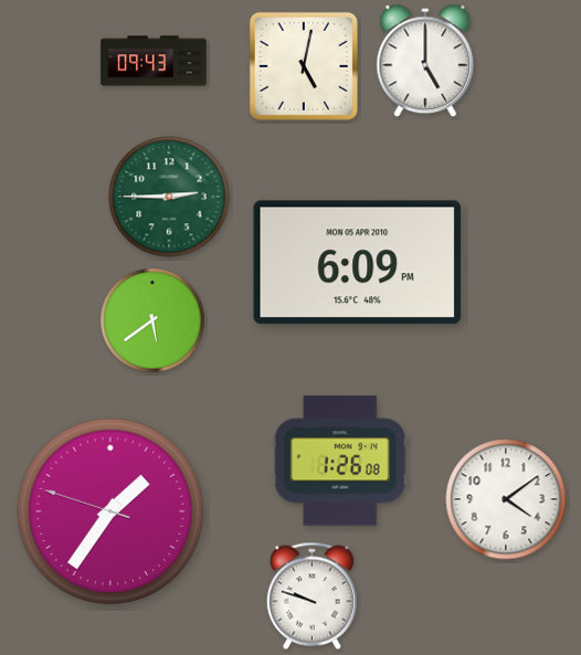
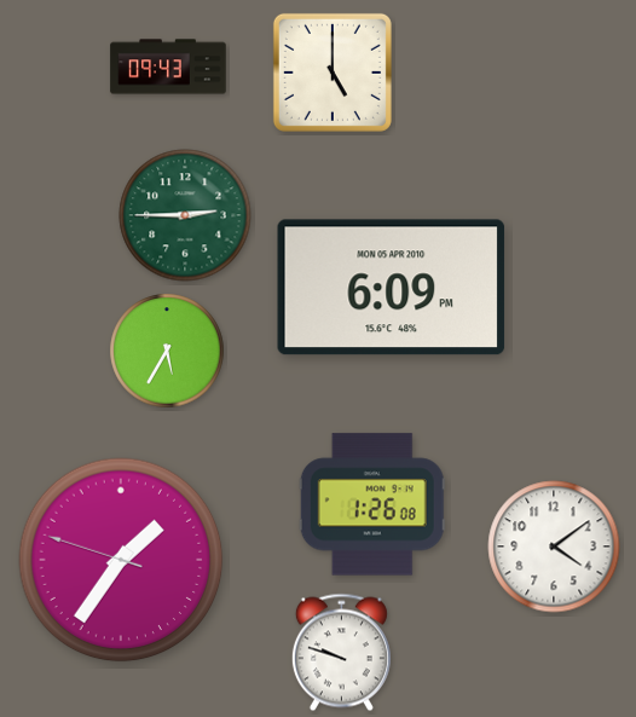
clock at (425, 61): 5:00 -> none
clock at (304, 66): 5:02 -> 5:00
clock at (152, 320): 5:39 -> 5:35
